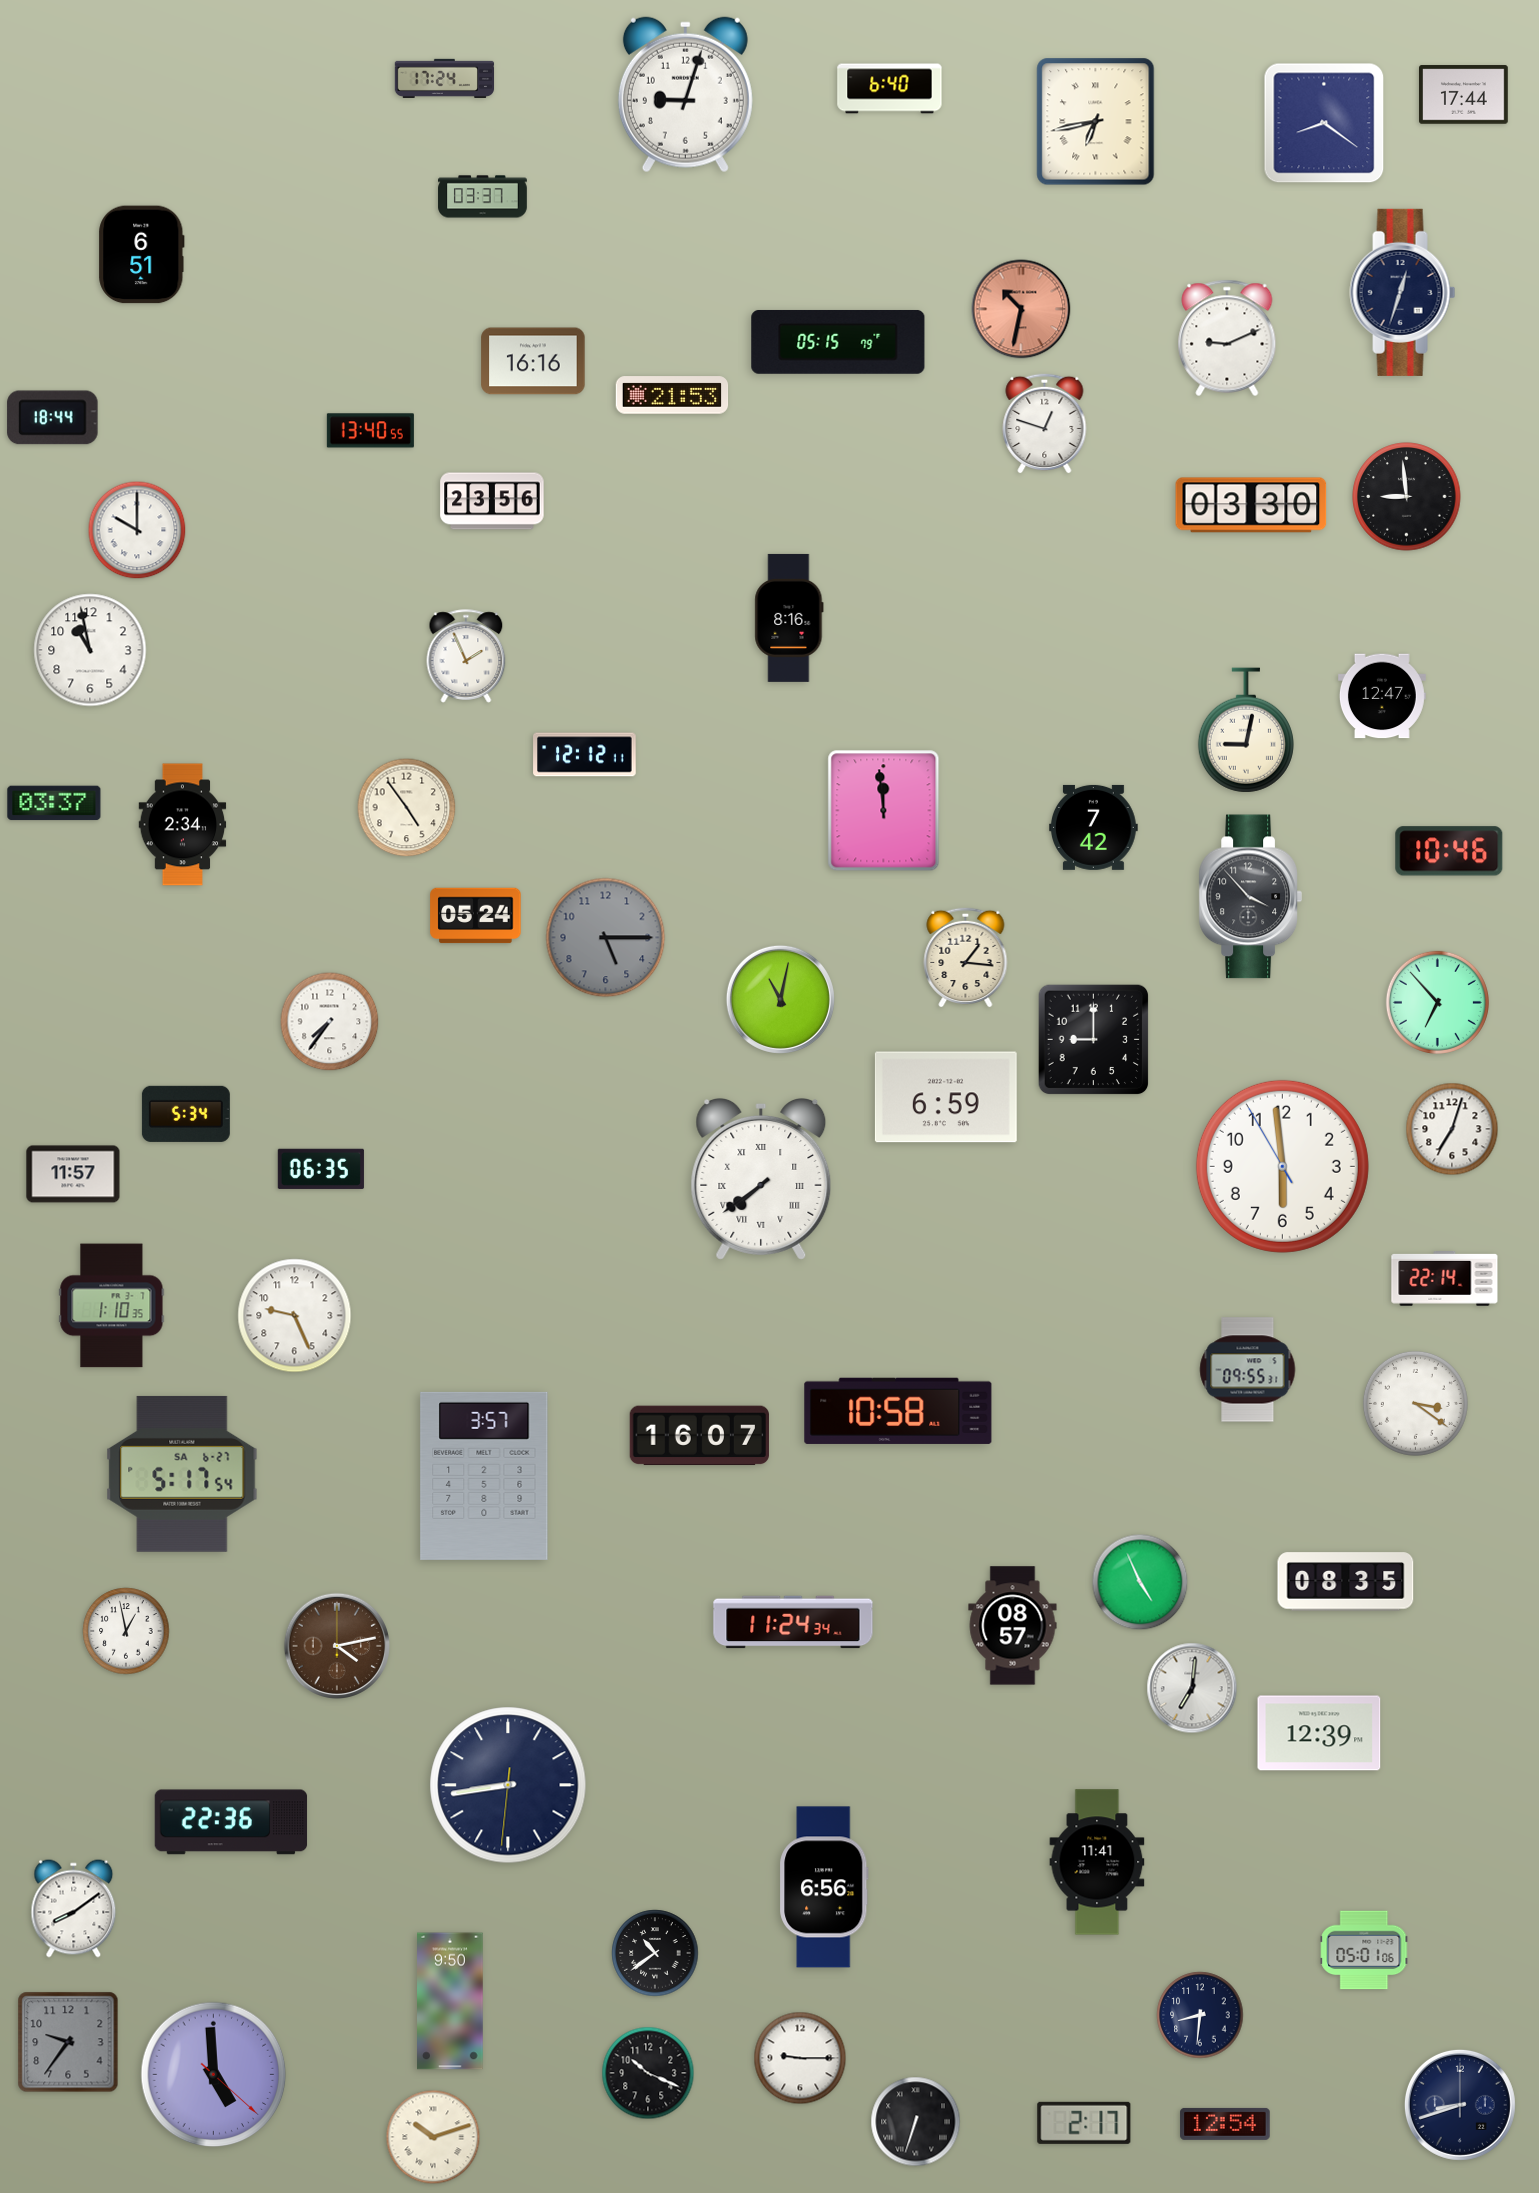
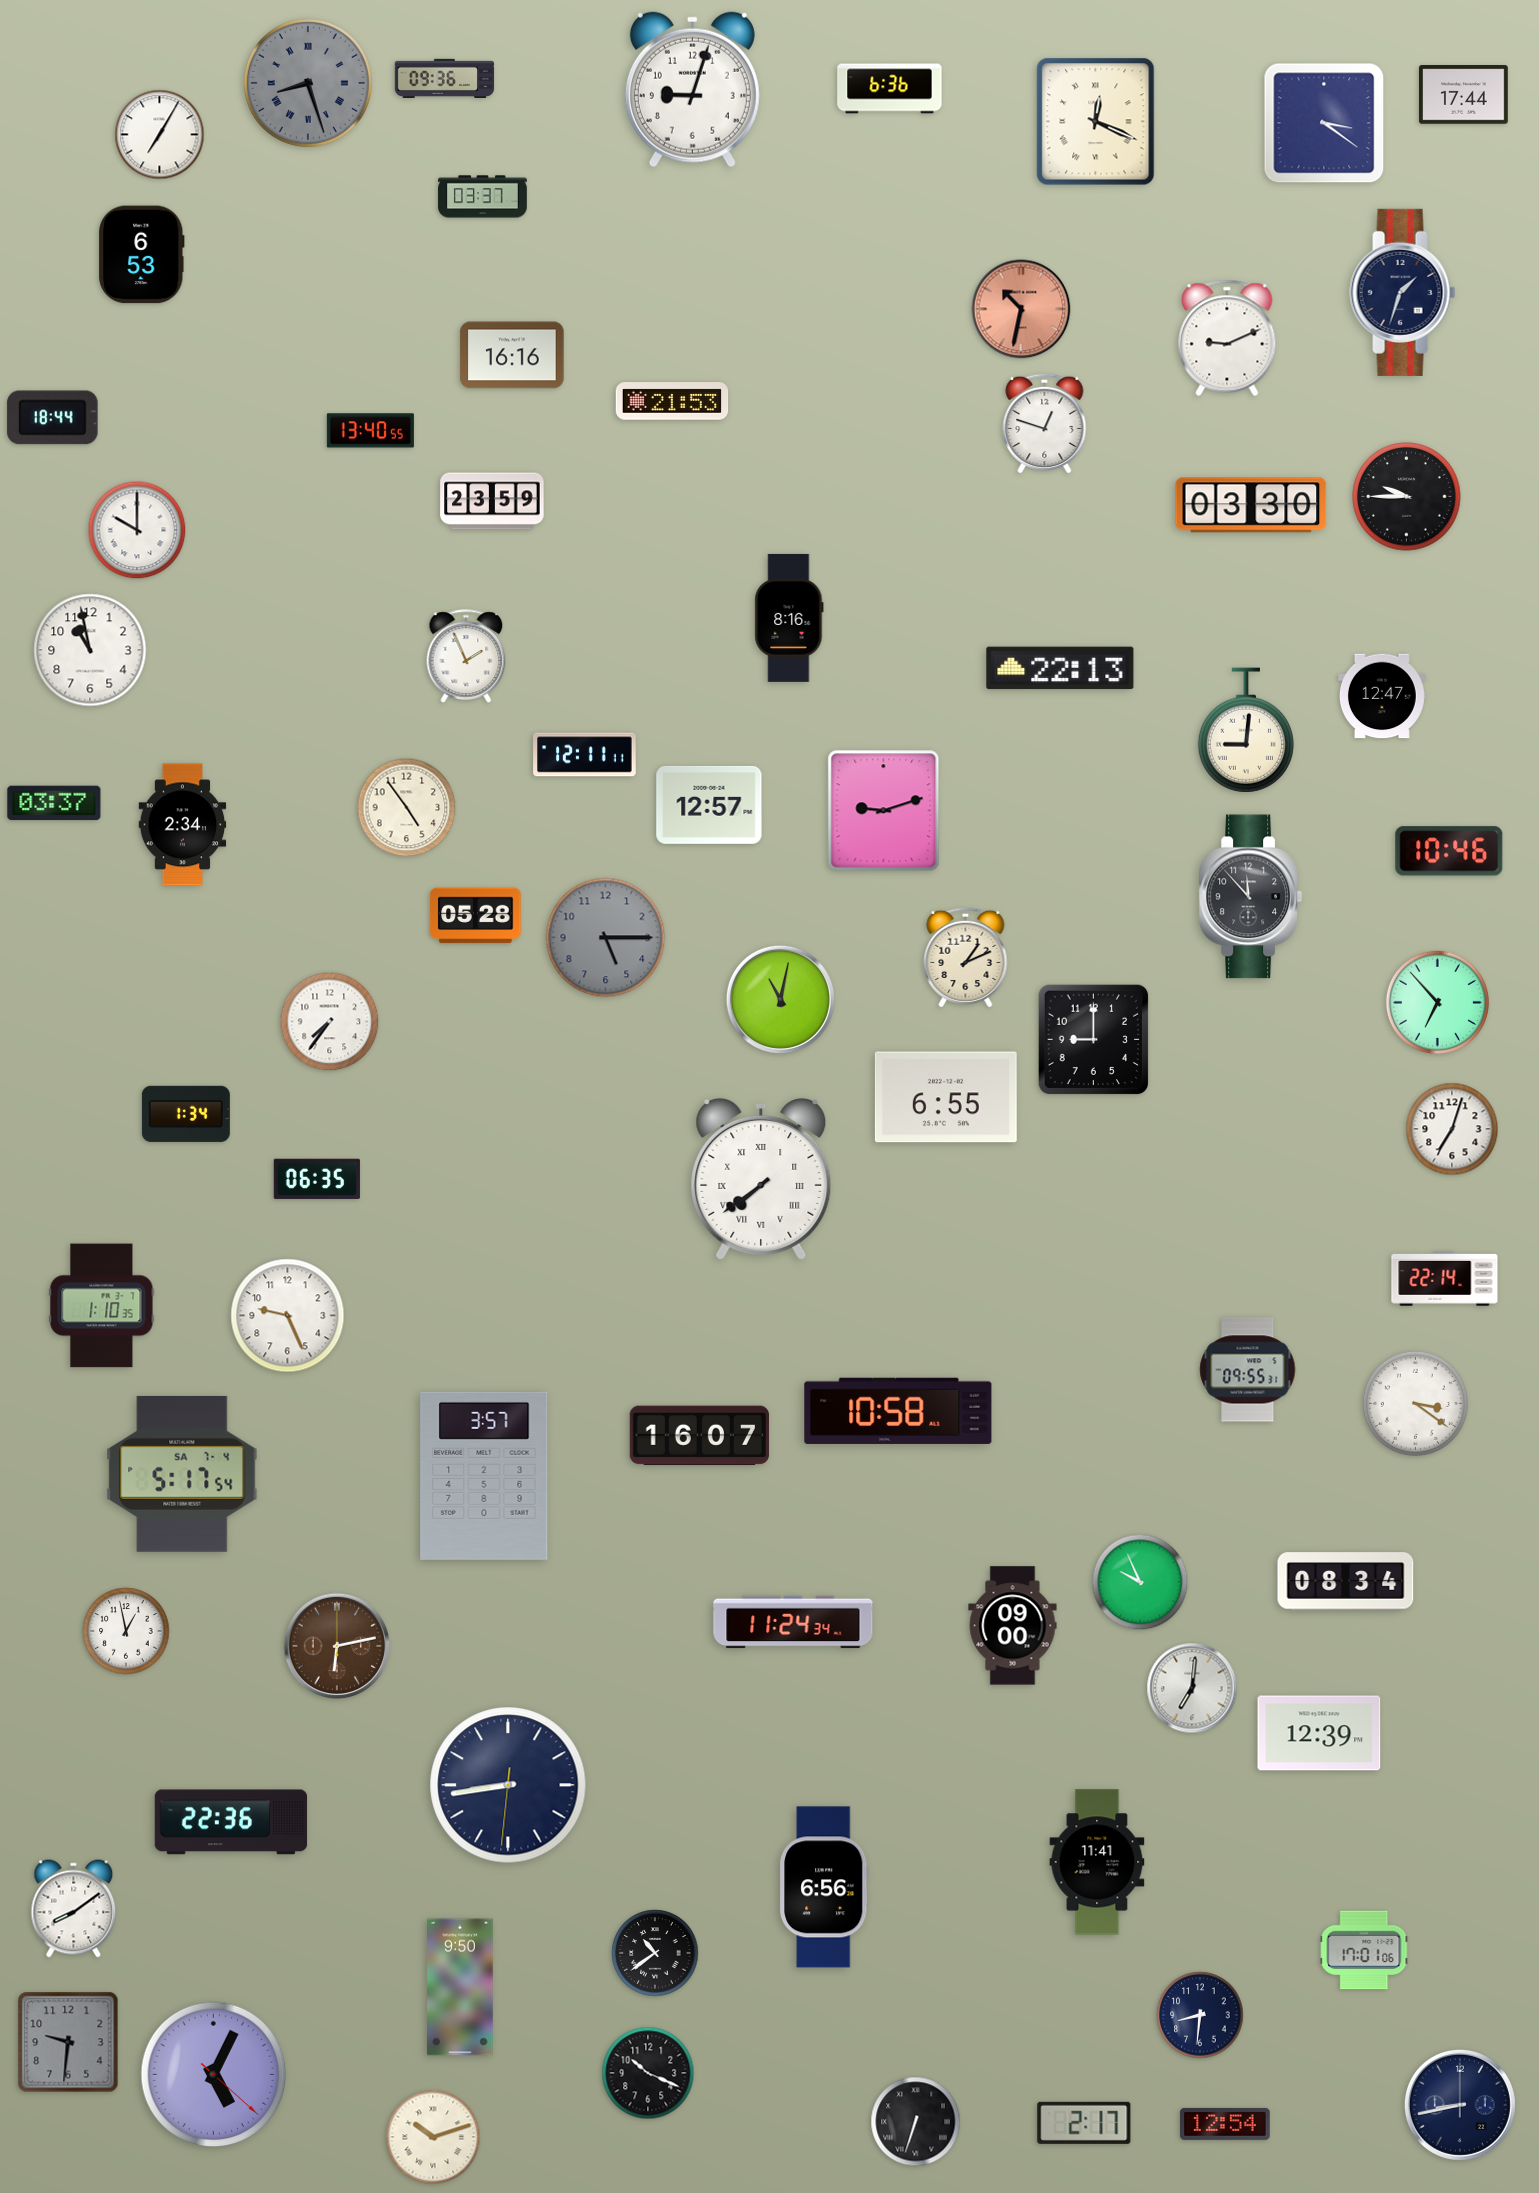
clock at (445, 78): 17:24 -> 09:36
clock at (308, 83): none -> 8:27
clock at (890, 89): 6:40 -> 6:36
clock at (685, 95) position: (685, 95) -> (692, 90)
clock at (1096, 122): 6:43 -> 12:19
clock at (1324, 123): 8:21 -> 3:21
clock at (160, 135): none -> 7:05
clock at (142, 255): 6:51 -> 6:53
clock at (1403, 292): 12:33 -> 1:33
clock at (838, 342): 05:15 -> none
clock at (533, 361) position: (533, 361) -> (512, 355)
clock at (672, 395) position: (672, 395) -> (672, 401)
clock at (1407, 497): 8:59 -> 9:45
clock at (492, 501): 23:56 -> 23:59
clock at (1060, 668): none -> 22:13
clock at (1246, 730): 9:02 -> 9:01
clock at (585, 755): 12:12 -> 12:11
clock at (709, 805): none -> 12:57
clock at (884, 811): 11:59 -> 9:12
clock at (1094, 827): 7:42 -> none
clock at (1250, 897): 3:53 -> 11:53
clock at (476, 916): 05:24 -> 05:28
clock at (966, 957): 1:16 -> 1:11
clock at (946, 1097): 6:59 -> 6:55
clock at (186, 1114): 5:34 -> 1:34
clock at (1282, 1166): 5:58 -> none
clock at (321, 1169) position: (321, 1169) -> (317, 1179)
clock at (73, 1174): 11:57 -> none
clock at (112, 1306) position: (112, 1306) -> (102, 1306)
clock at (295, 1316) position: (295, 1316) -> (288, 1316)
clock at (182, 1474) date: SA 6-27 -> SA 7-4
clock at (1140, 1582): 4:56 -> 9:56
clock at (1346, 1582): 08:35 -> 08:34
clock at (1013, 1626): 08:57 -> 09:00
clock at (336, 1645): 4:13 -> 6:13
clock at (1364, 1950): 05:01 -> 17:01
clock at (450, 2001) position: (450, 2001) -> (460, 1987)
clock at (68, 2042): 9:36 -> 9:31
clock at (800, 2058): 9:15 -> none
clock at (214, 2075): 4:59 -> 5:04
clock at (1460, 2105): 8:42 -> 8:43
